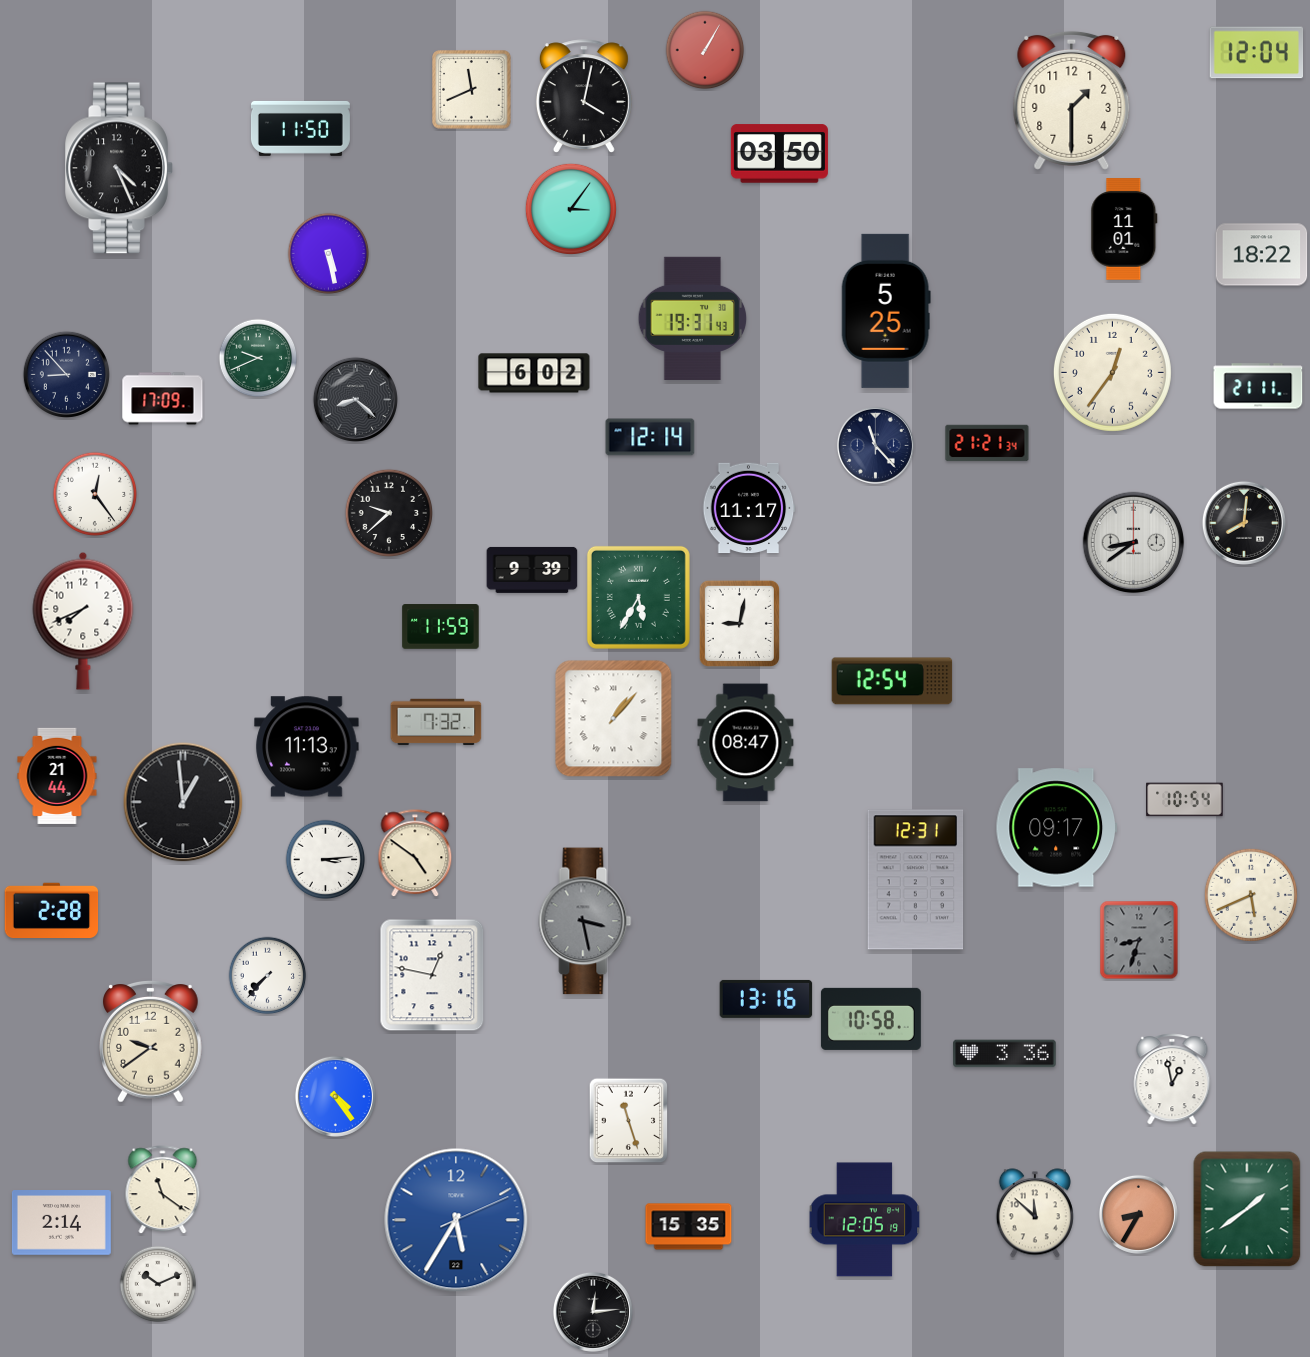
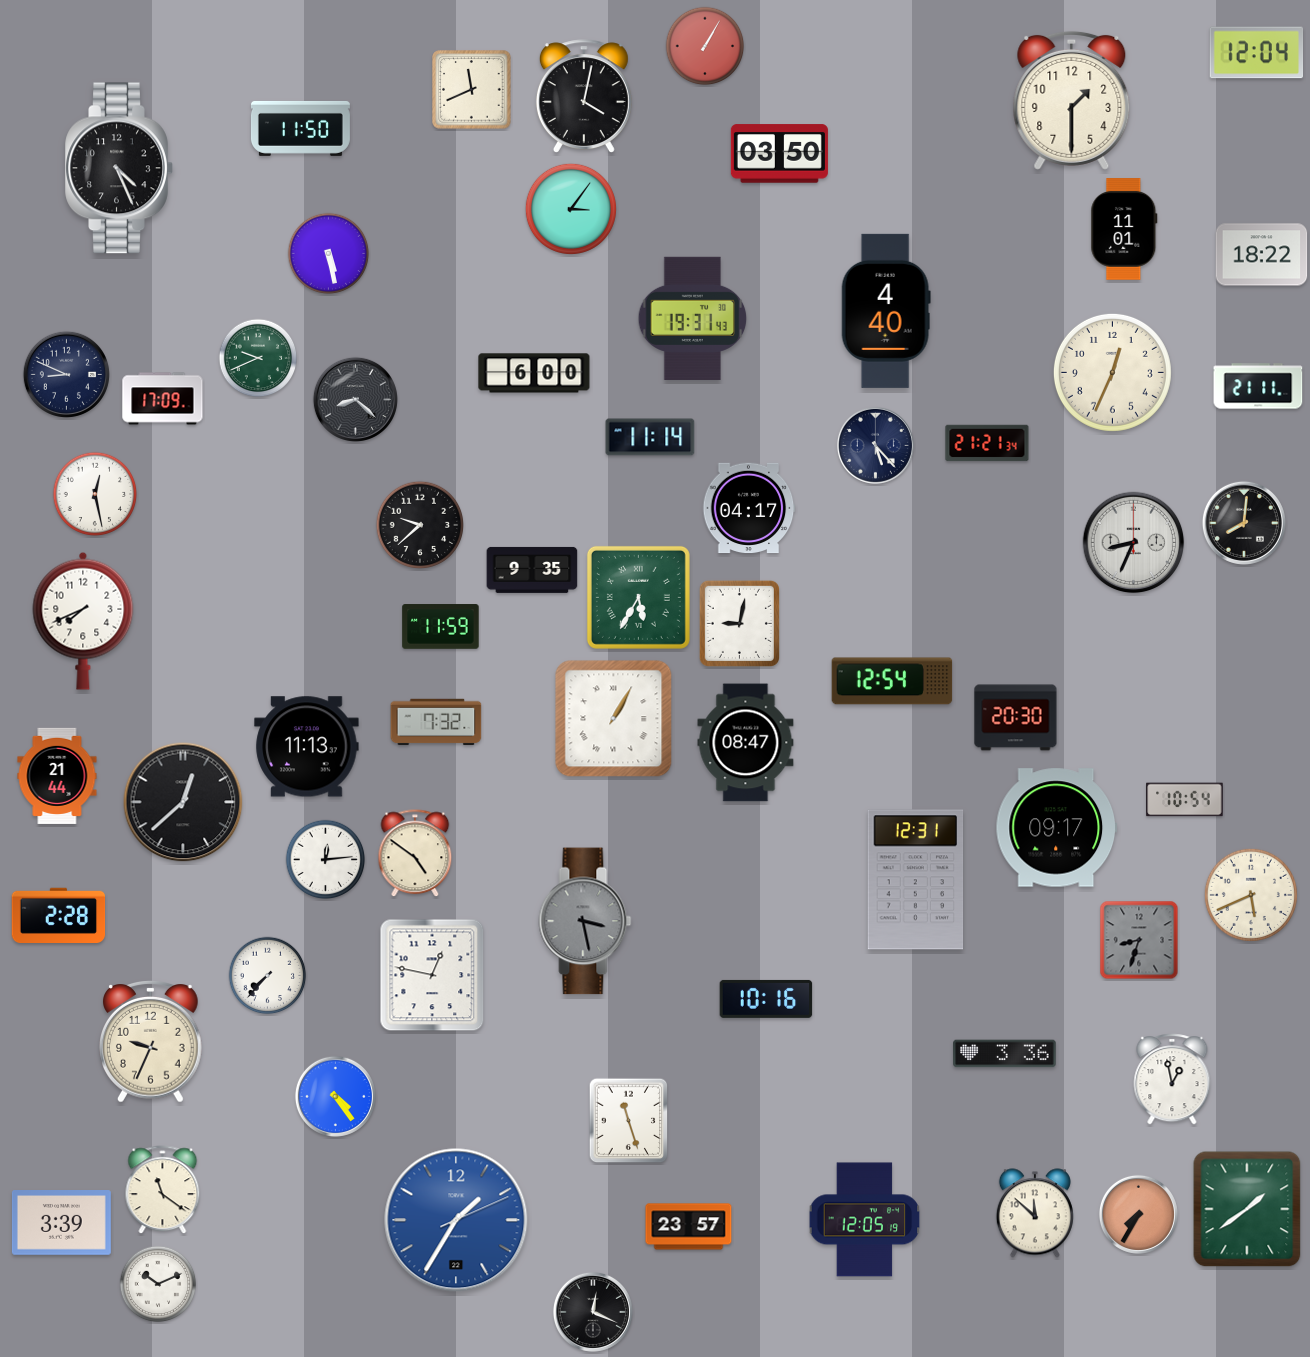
clock at (705, 50) position: (705, 50) -> (705, 46)
clock at (886, 311): 5:25 -> 4:40
clock at (1112, 372): 12:36 -> 12:34
clock at (534, 373): 6:02 -> 6:00
clock at (66, 374): 8:53 -> 8:49
clock at (650, 437): 12:14 -> 11:14
clock at (875, 445): 11:23 -> 5:23
clock at (95, 494): 12:24 -> 12:28
clock at (749, 508): 11:17 -> 04:17
clock at (388, 512) position: (388, 512) -> (419, 524)
clock at (1134, 543): 8:39 -> 8:34
clock at (532, 570): 9:39 -> 9:35
clock at (1016, 718): none -> 20:30
clock at (614, 719): 1:07 -> 1:05
clock at (183, 802): 12:59 -> 12:38
clock at (326, 860): 3:14 -> 12:14
clock at (52, 910) position: (52, 910) -> (59, 915)
clock at (766, 999): 13:16 -> 10:16
clock at (871, 1019): 10:58 -> none
clock at (151, 1042): 9:39 -> 9:34
clock at (1138, 1214): 8:35 -> 7:35
clock at (456, 1220): 5:35 -> 1:35
clock at (61, 1223): 2:14 -> 3:39
clock at (689, 1227): 15:35 -> 23:57
clock at (593, 1312): 12:14 -> 12:19
